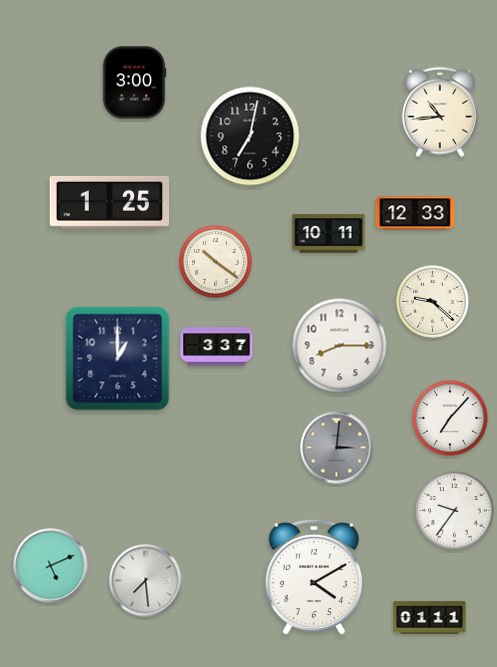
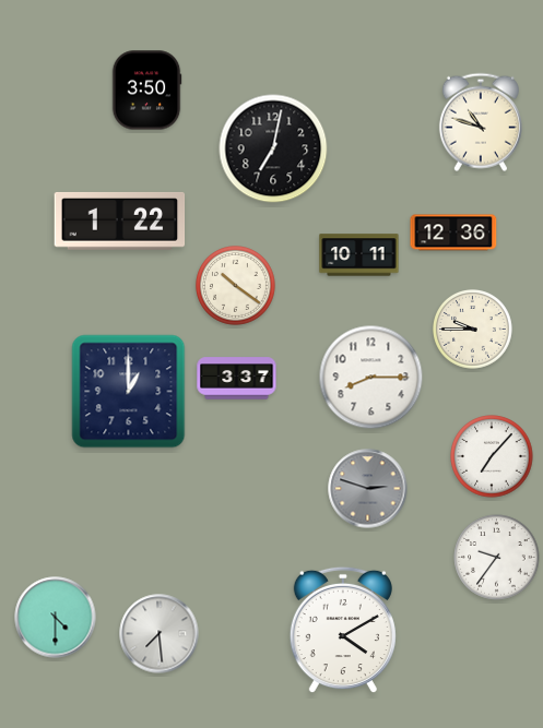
clock at (134, 83): 3:00 -> 3:50
clock at (440, 112): 10:44 -> 10:48
clock at (110, 202): 1:25 -> 1:22
clock at (415, 213): 12:33 -> 12:36
clock at (433, 302): 9:22 -> 9:45
clock at (337, 448): 3:01 -> 2:48
clock at (51, 566): 5:11 -> 4:30
clock at (430, 618): 01:11 -> none
